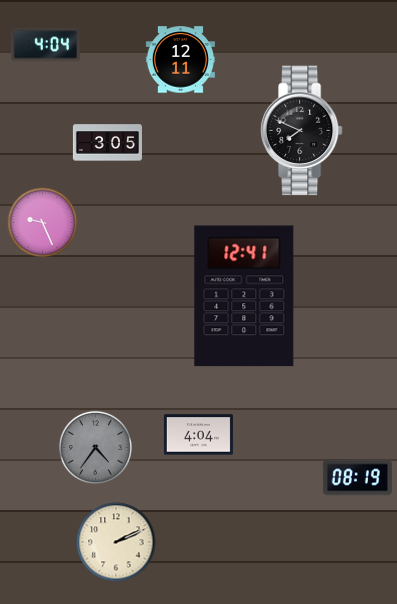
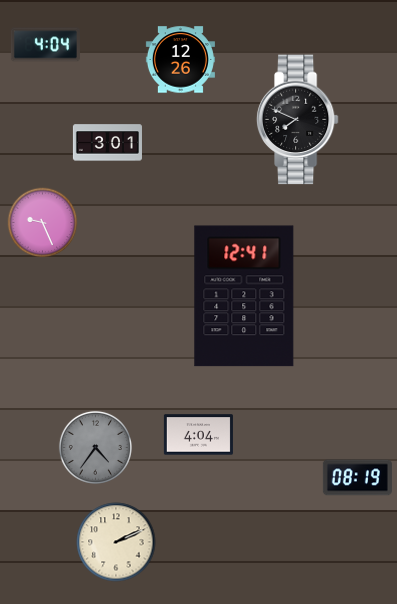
clock at (180, 60): 12:11 -> 12:26
clock at (301, 131) position: (301, 131) -> (297, 120)
clock at (107, 143): 3:05 -> 3:01
